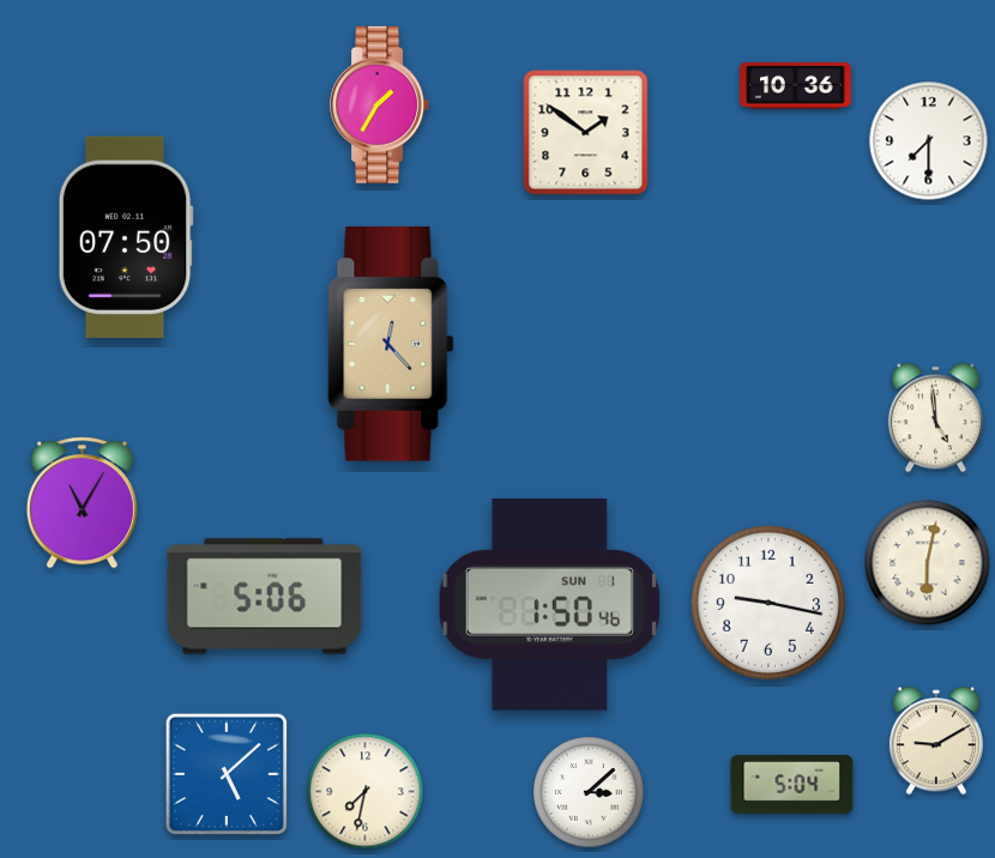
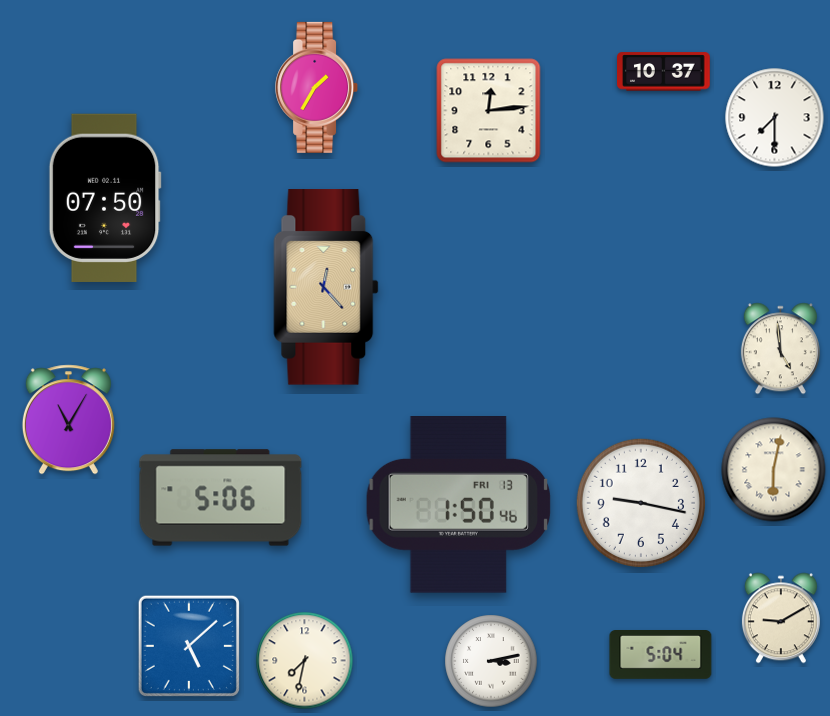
clock at (796, 86): 10:36 -> 10:37
clock at (586, 133): 1:51 -> 12:14
clock at (550, 605) date: SUN 1 -> FRI 13
clock at (589, 792): 3:08 -> 3:13
